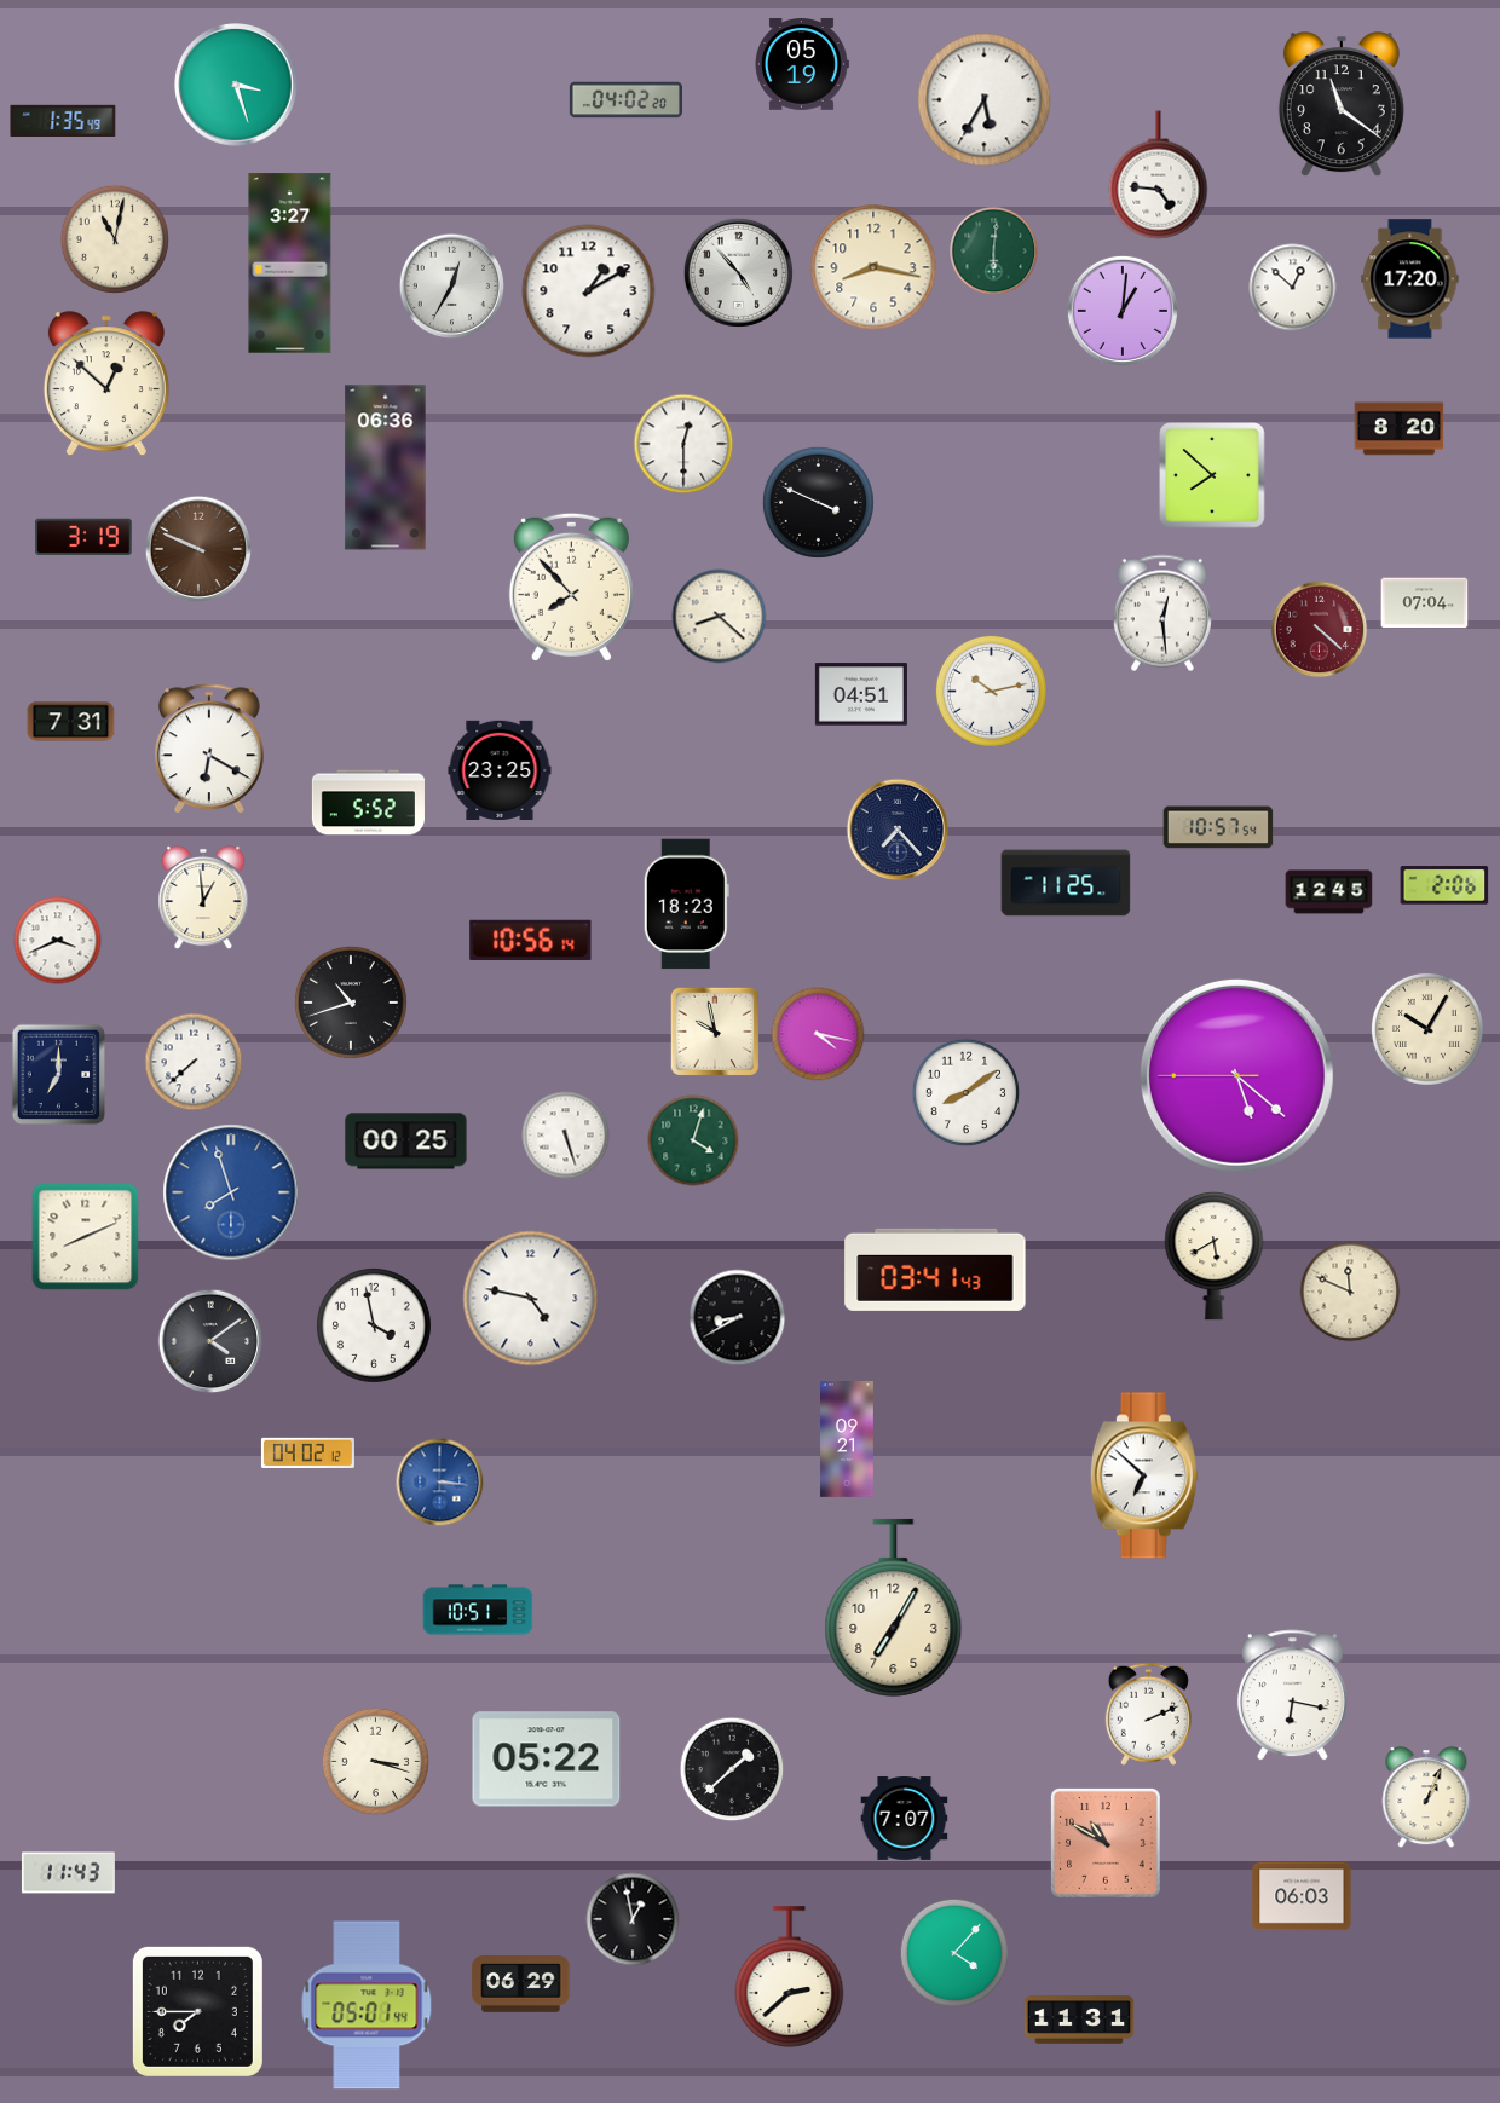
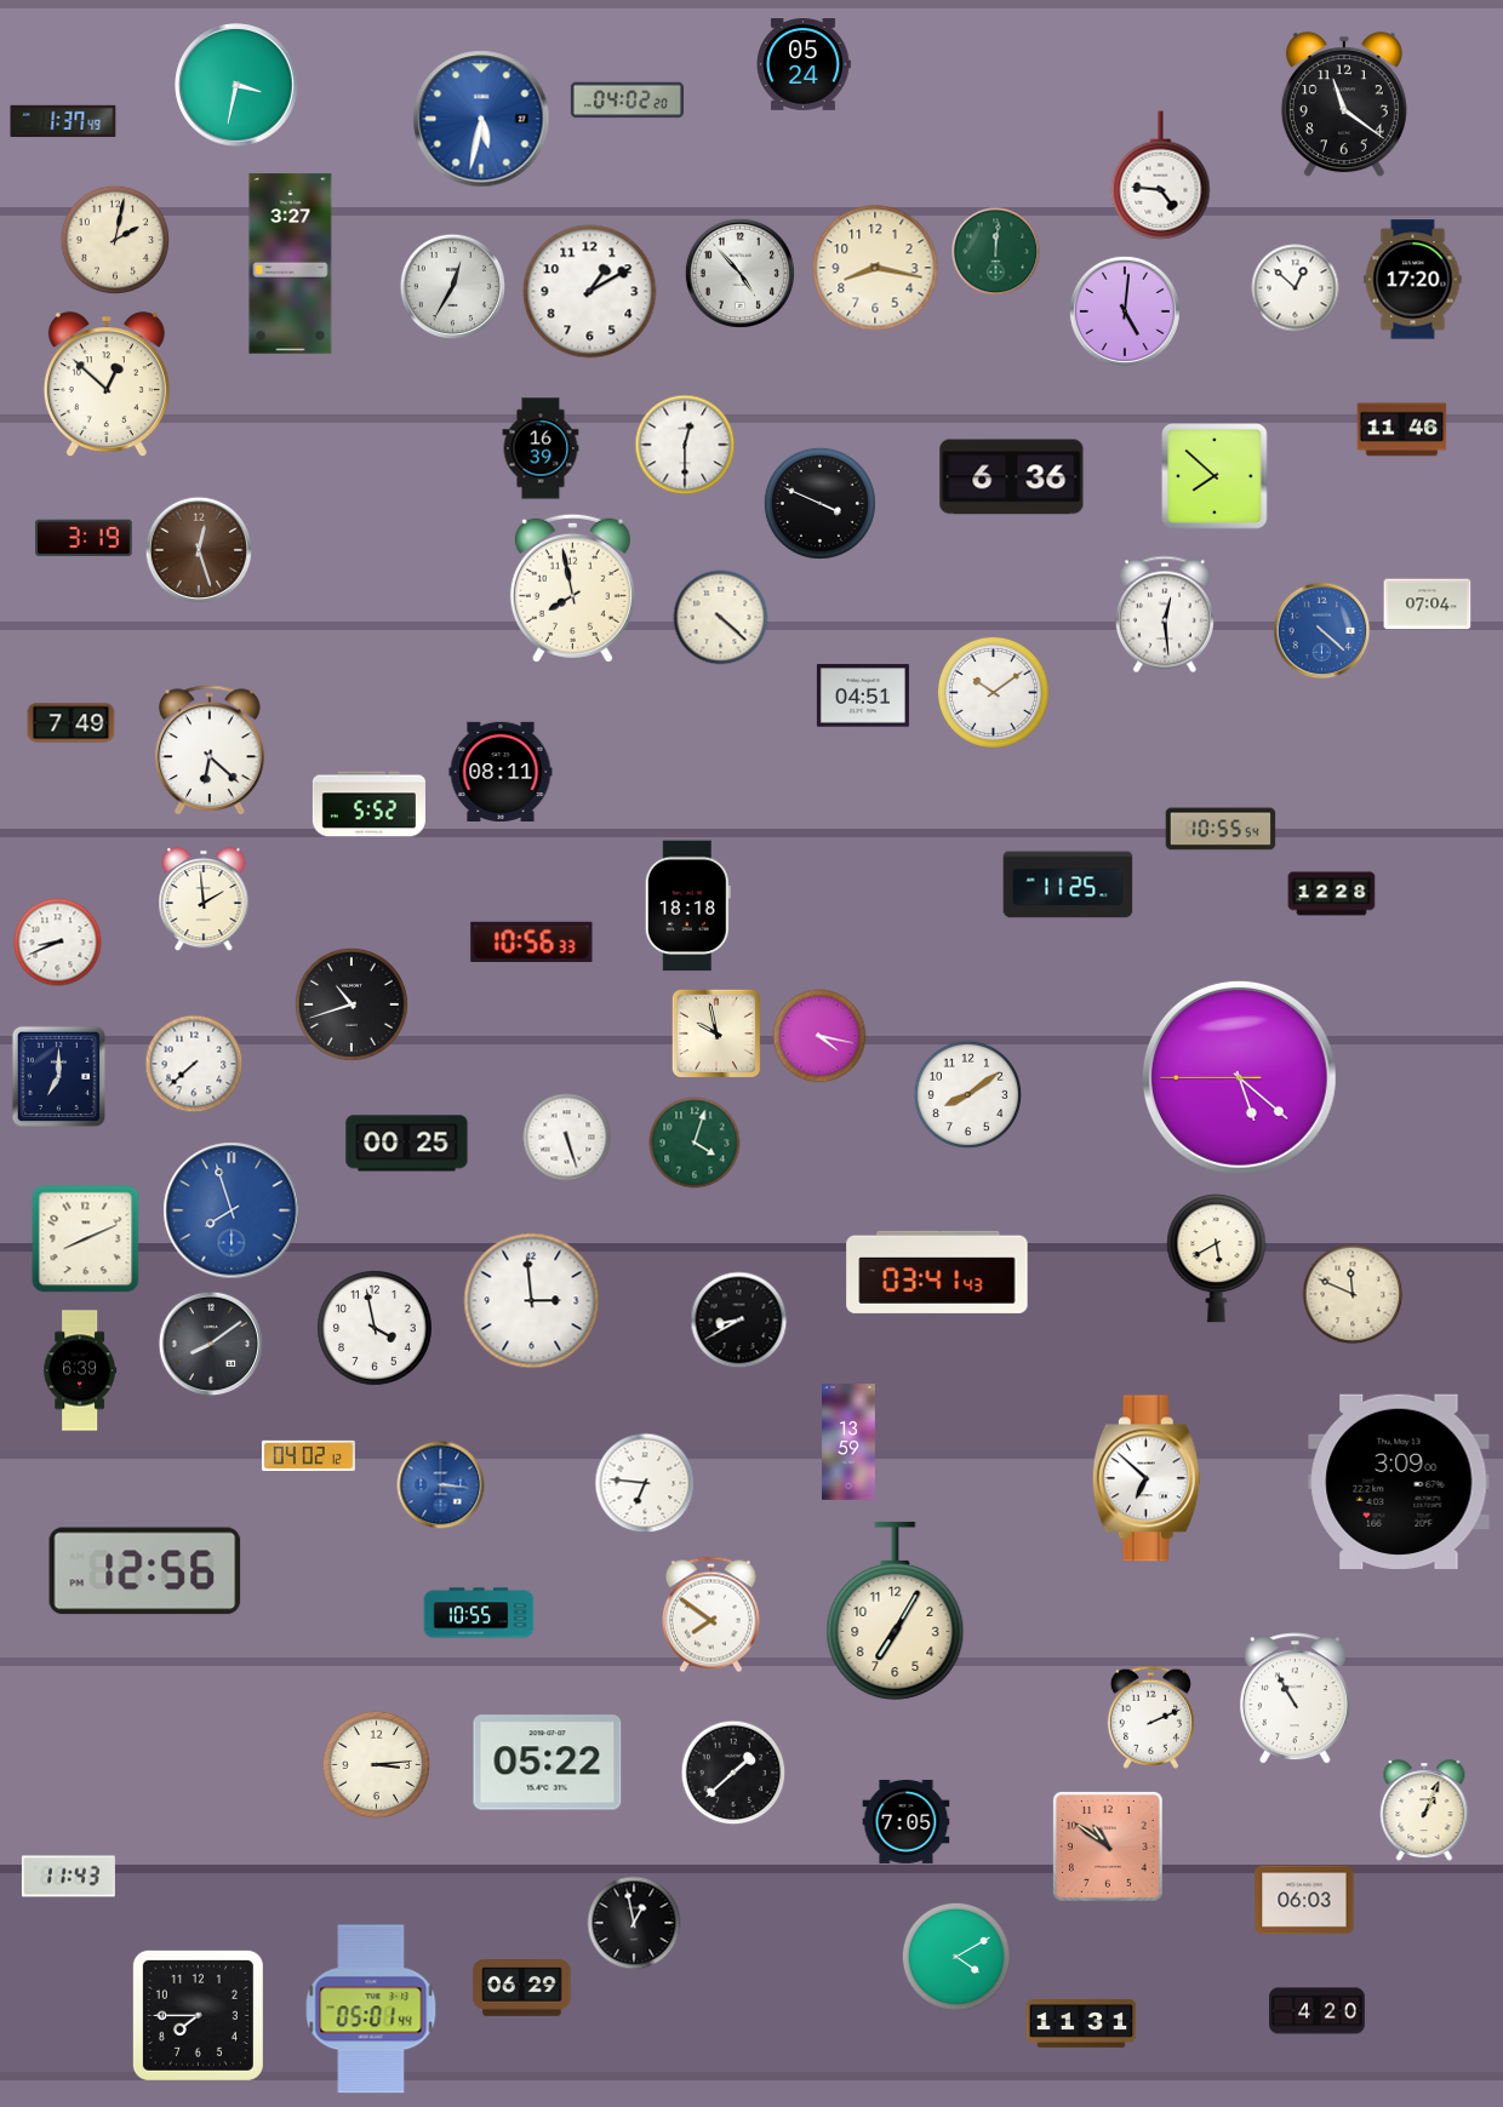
clock at (802, 65): 05:19 -> 05:24
clock at (236, 85): 3:27 -> 3:32
clock at (985, 100): 5:35 -> none
clock at (481, 119): none -> 5:32
clock at (63, 120): 1:35 -> 1:37
clock at (115, 239): 11:02 -> 2:02
clock at (994, 252): 6:01 -> 12:01
clock at (1123, 311): 1:01 -> 5:01
clock at (1400, 429): 8:20 -> 11:46
clock at (541, 448): none -> 16:39
clock at (386, 468): 06:36 -> none
clock at (1012, 477): none -> 6:36
clock at (197, 548): 9:49 -> 12:27
clock at (571, 587): 7:53 -> 7:58
clock at (720, 617): 8:22 -> 4:22
clock at (1320, 630) dial: burgundy -> blue
clock at (991, 691): 10:13 -> 10:09
clock at (71, 722): 7:31 -> 7:49
clock at (209, 750): 6:20 -> 6:22
clock at (500, 769): 23:25 -> 08:11
clock at (1218, 827): 10:57 -> 10:55
clock at (898, 830): 7:23 -> none
clock at (1444, 885): 2:06 -> none
clock at (1329, 892): 12:45 -> 12:28
clock at (203, 897): 12:59 -> 1:59
clock at (686, 905): 18:23 -> 18:18
clock at (531, 940): 10:56:14 -> 10:56:33
clock at (58, 941): 3:41 -> 8:41
clock at (1427, 1029): 10:05 -> none
clock at (231, 1192) position: (231, 1192) -> (232, 1210)
clock at (531, 1299): 4:47 -> 2:59
clock at (210, 1341): 4:09 -> 8:09
clock at (79, 1370): none -> 6:39
clock at (848, 1439): 09:21 -> 13:59
clock at (1399, 1481): none -> 3:09
clock at (645, 1483): none -> 6:46
clock at (145, 1571): none -> 12:56
clock at (478, 1610): 10:51 -> 10:55
clock at (710, 1615): none -> 7:51
clock at (1292, 1695): 6:17 -> 10:55
clock at (375, 1761): 3:18 -> 3:14
clock at (1426, 1798) position: (1426, 1798) -> (1424, 1811)
clock at (905, 1818): 7:07 -> 7:05
clock at (1106, 1843): 10:50 -> 10:51
clock at (954, 1953): 4:07 -> 4:10
clock at (790, 1977): 2:38 -> none
clock at (367, 2005) position: (367, 2005) -> (371, 2009)
clock at (1318, 2011): none -> 4:20
